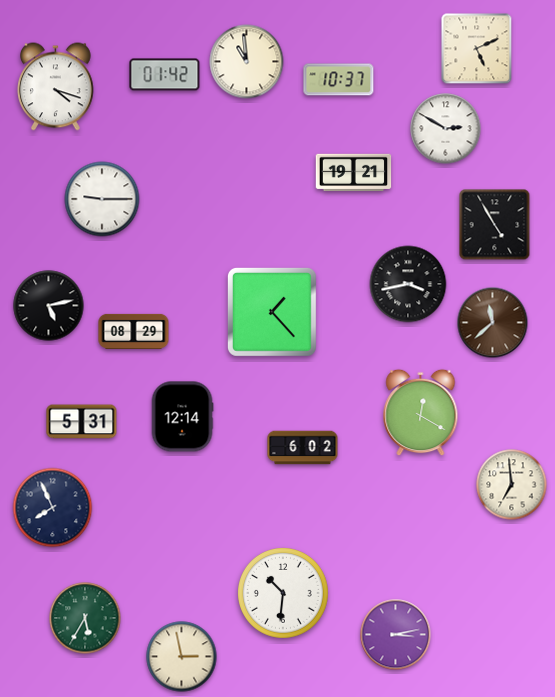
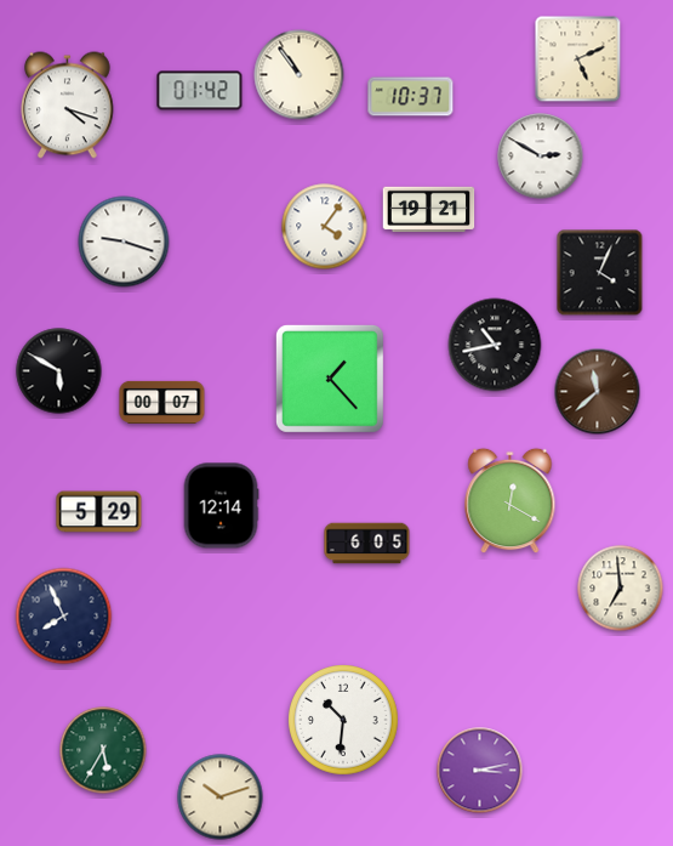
clock at (247, 62): 10:59 -> 10:54
clock at (325, 227): none -> 4:06
clock at (102, 199): 9:15 -> 9:18
clock at (495, 225): 4:55 -> 4:04
clock at (408, 284): 3:43 -> 10:43
clock at (49, 306): 5:13 -> 5:50
clock at (134, 331): 08:29 -> 00:07
clock at (82, 422): 5:31 -> 5:29
clock at (303, 448): 6:02 -> 6:05
clock at (182, 657): 2:58 -> 10:12
